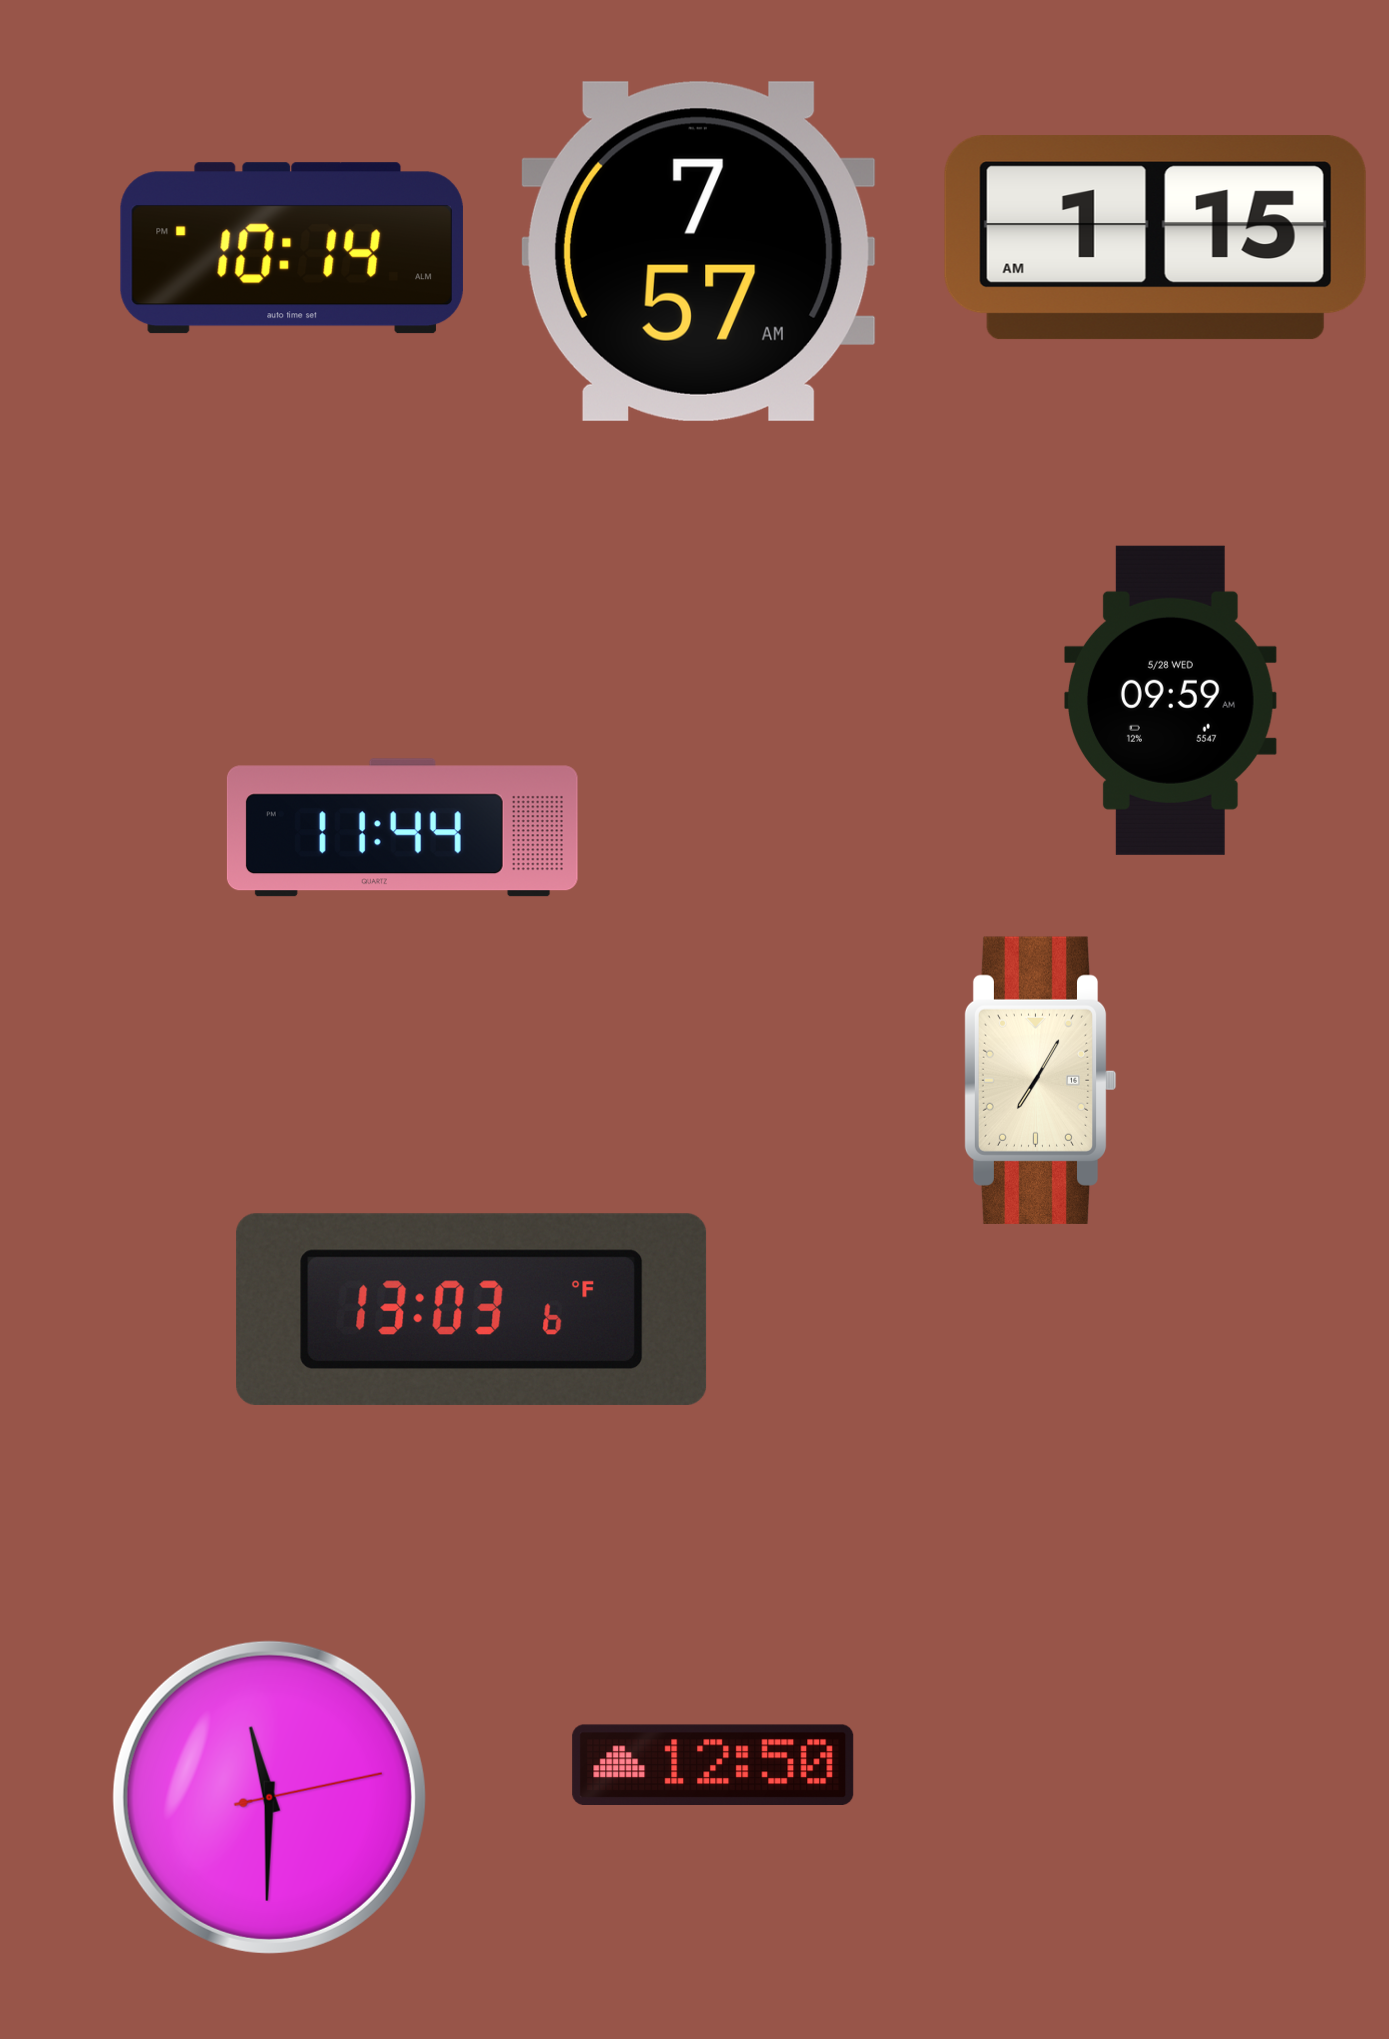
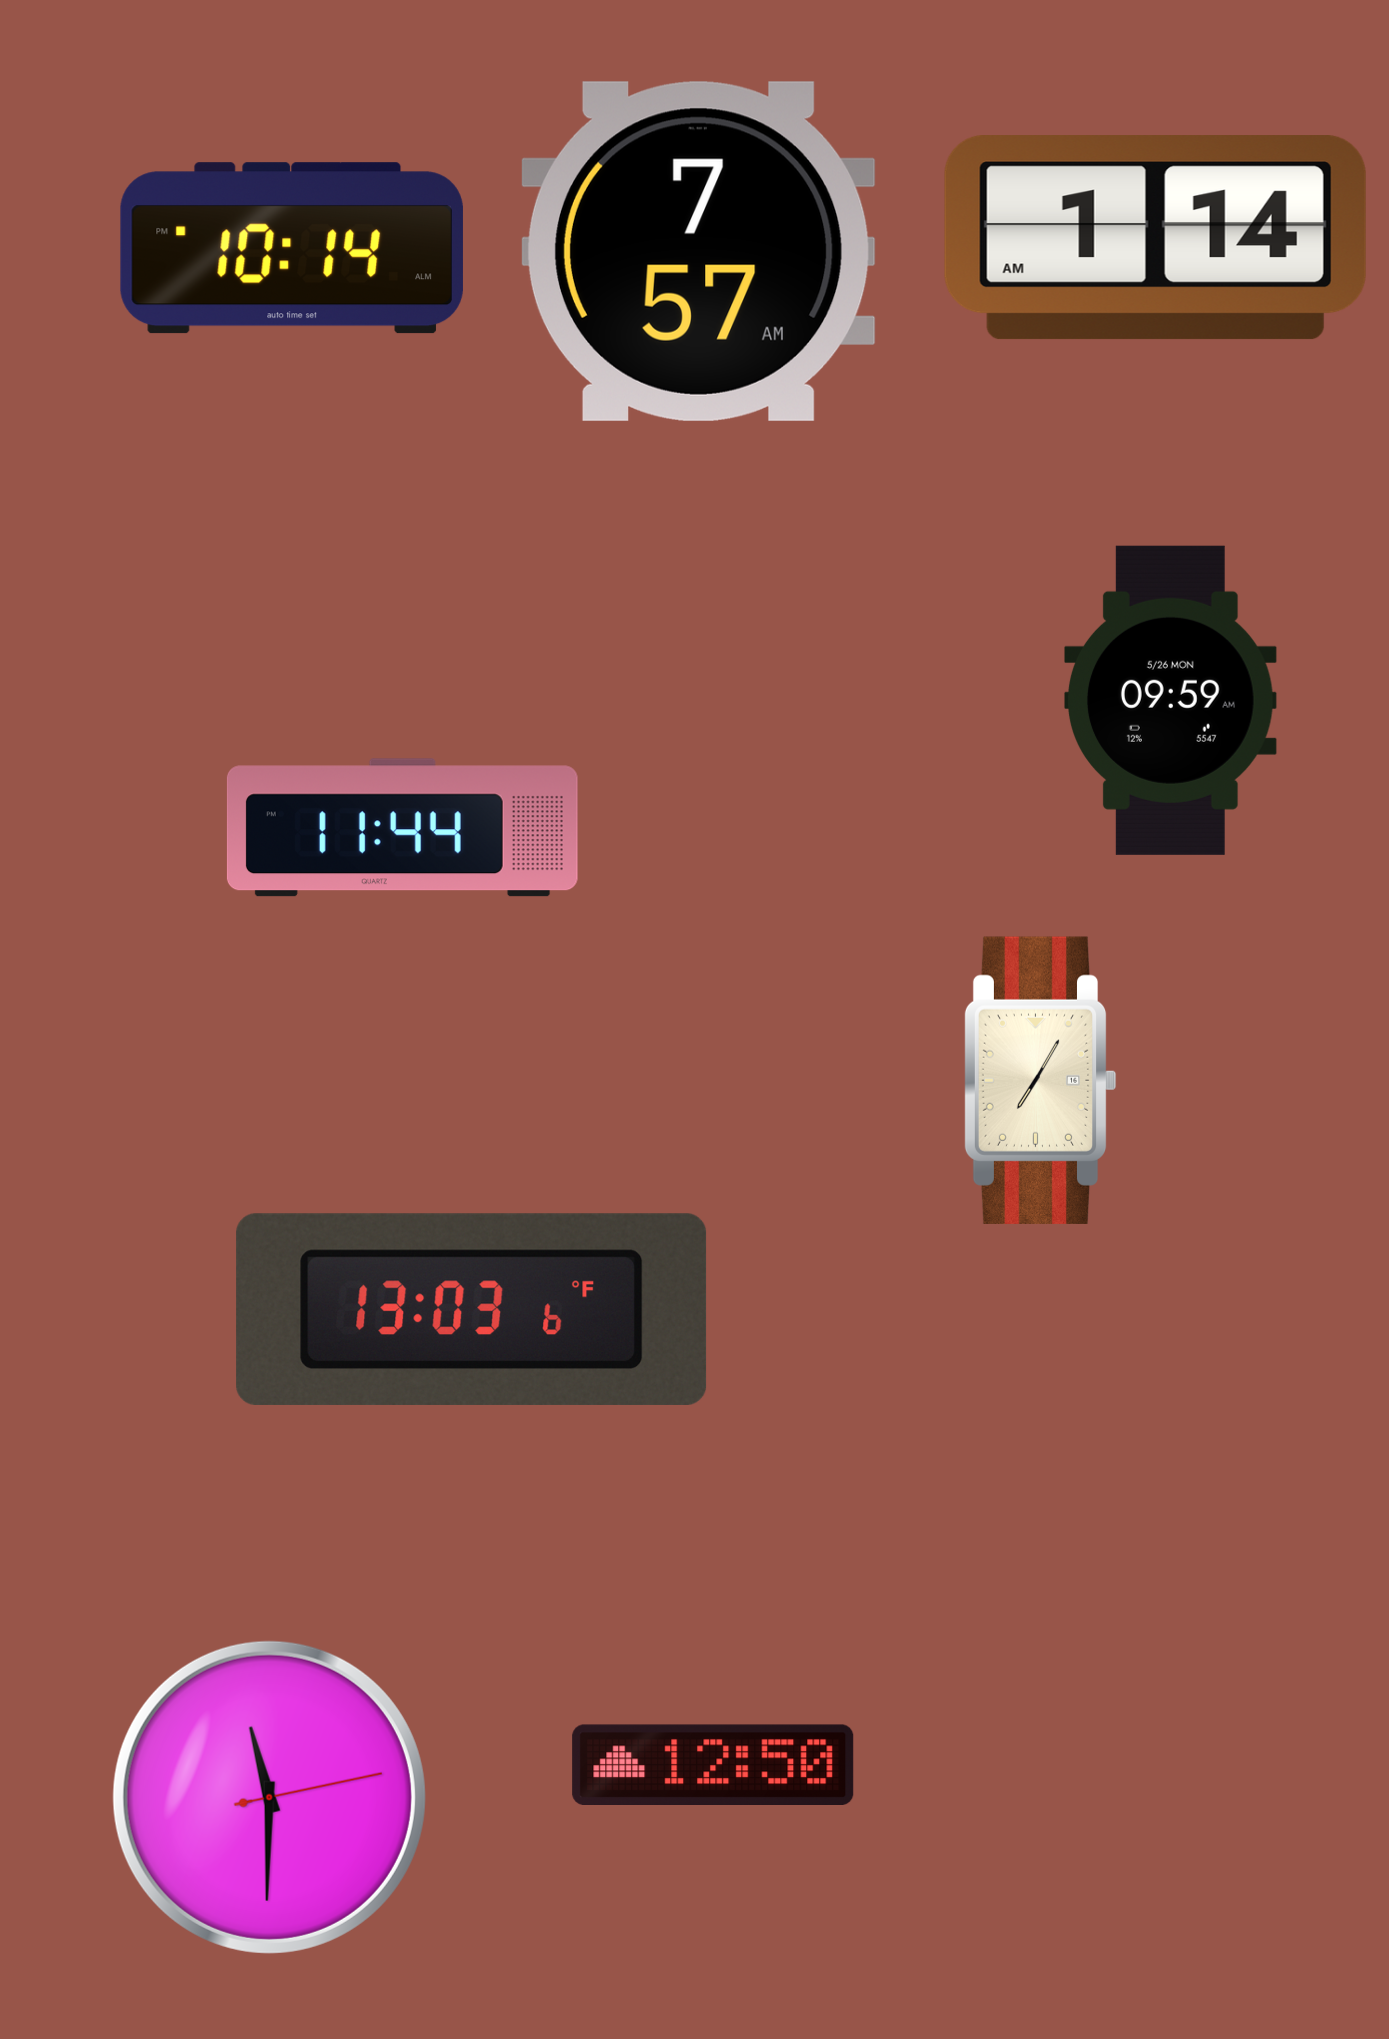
clock at (1155, 238): 1:15 -> 1:14
clock at (1171, 700) date: 5/28 WED -> 5/26 MON
